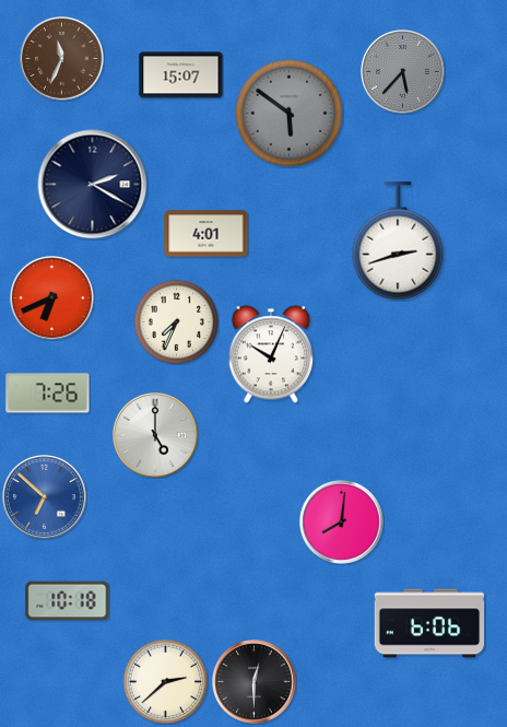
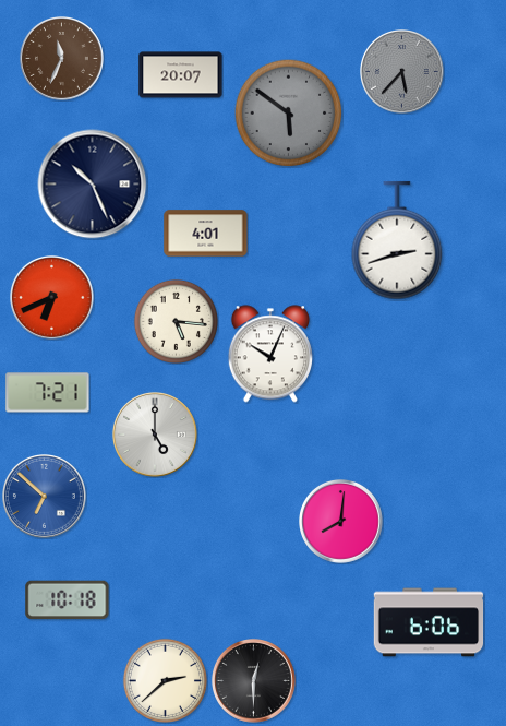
clock at (181, 75): 15:07 -> 20:07
clock at (93, 185): 2:20 -> 10:26
clock at (176, 321): 7:34 -> 5:16
clock at (48, 394): 7:26 -> 7:21
